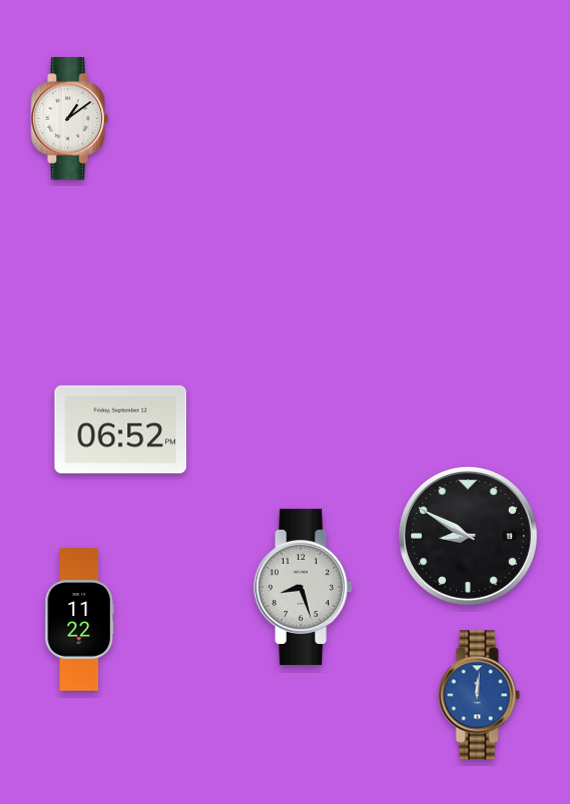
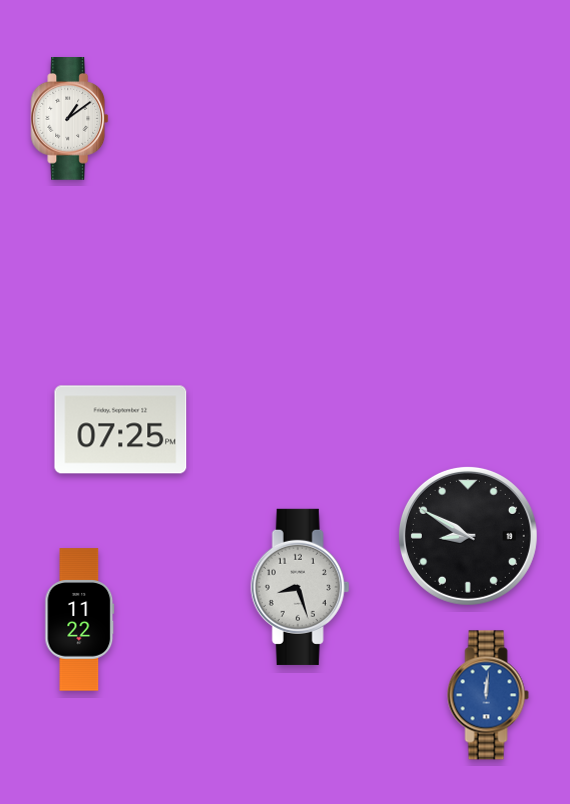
clock at (121, 430): 06:52 -> 07:25
clock at (303, 587) position: (303, 587) -> (300, 587)
clock at (479, 695) position: (479, 695) -> (488, 695)
